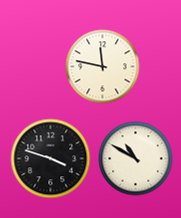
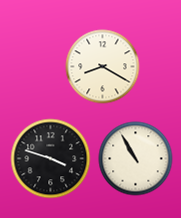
clock at (103, 67): 11:47 -> 8:20
clock at (136, 159): 10:50 -> 10:55
